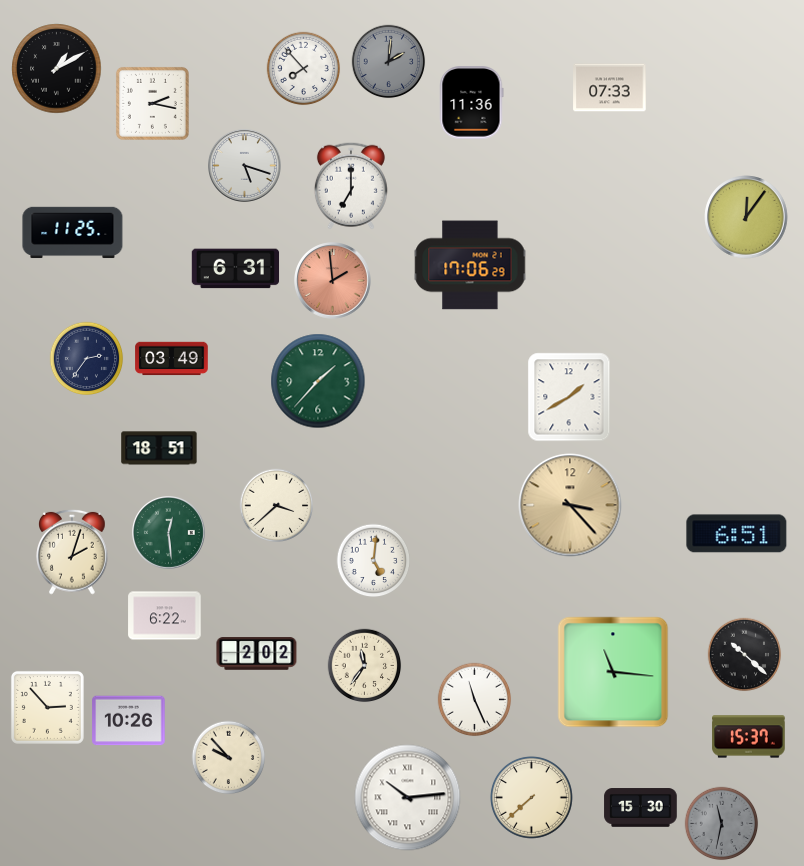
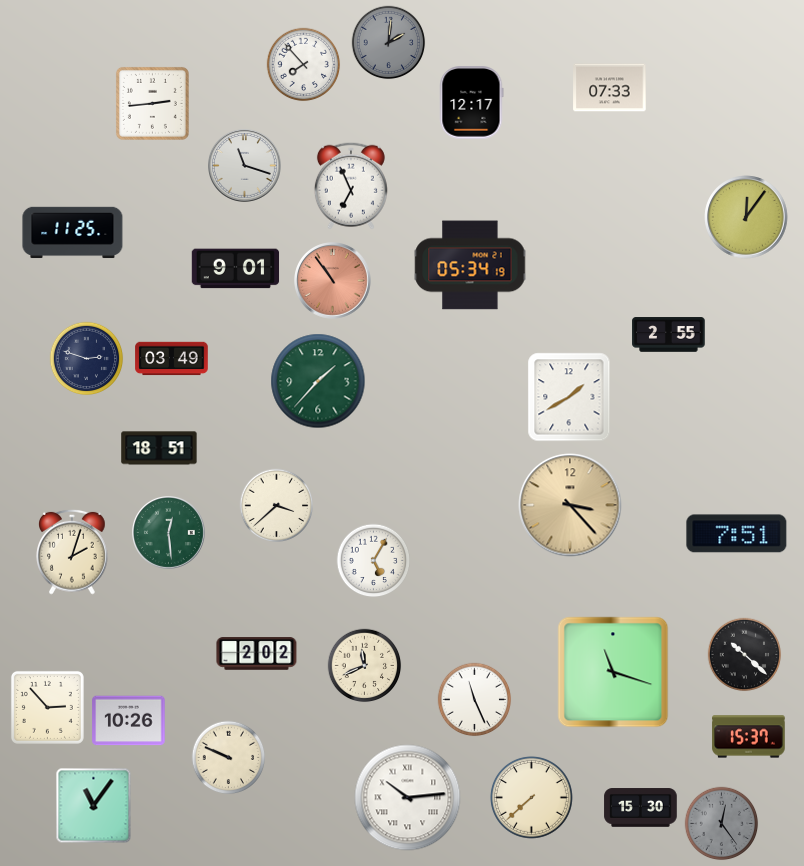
clock at (389, 62) position: (389, 62) -> (389, 43)
clock at (57, 69): 1:10 -> none
clock at (304, 69) position: (304, 69) -> (304, 65)
clock at (152, 103): 2:17 -> 2:44
clock at (471, 103): 11:36 -> 12:17
clock at (245, 166): 5:18 -> 11:18
clock at (351, 186): 7:00 -> 6:56
clock at (470, 265): 17:06 -> 05:34
clock at (236, 269): 6:31 -> 9:01
clock at (333, 281): 1:59 -> 10:54
clock at (669, 335): none -> 2:55
clock at (87, 359): 2:36 -> 2:48
clock at (737, 534): 6:51 -> 7:51
clock at (374, 561): 5:01 -> 5:05
clock at (165, 616): 6:22 -> none
clock at (365, 666): 11:36 -> 11:41
clock at (613, 672): 11:16 -> 11:18
clock at (229, 758): 9:53 -> 9:49
clock at (94, 806): none -> 11:06
clock at (722, 824): 11:32 -> 12:24
